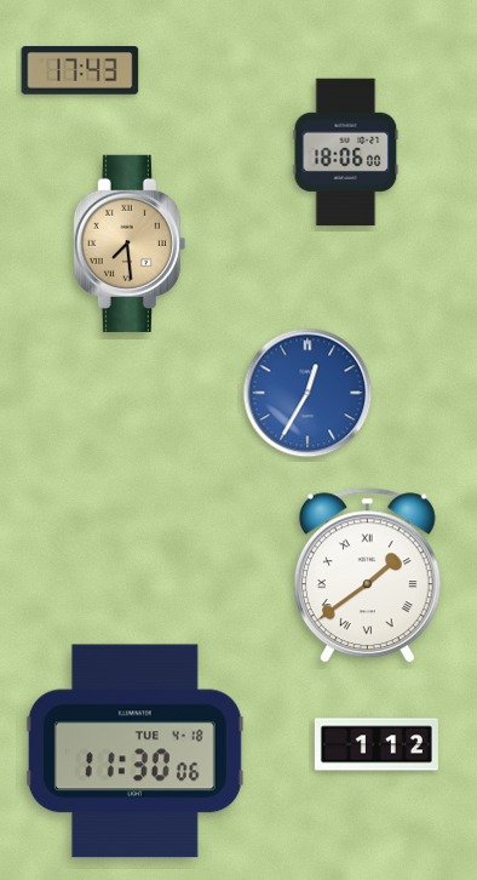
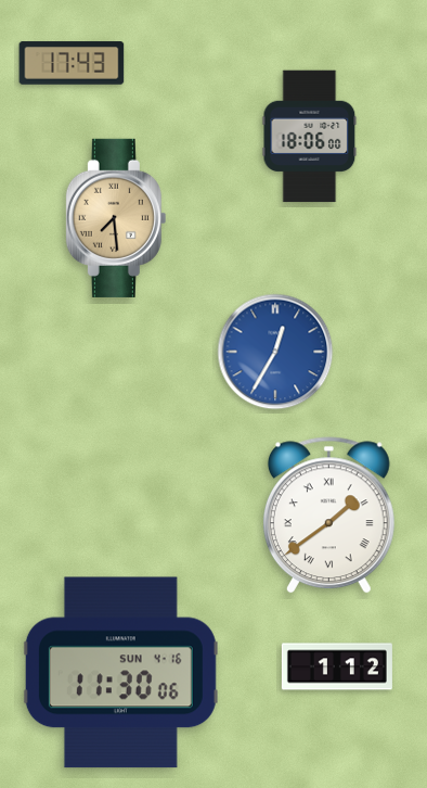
clock at (134, 752) date: TUE 4-18 -> SUN 4-16
